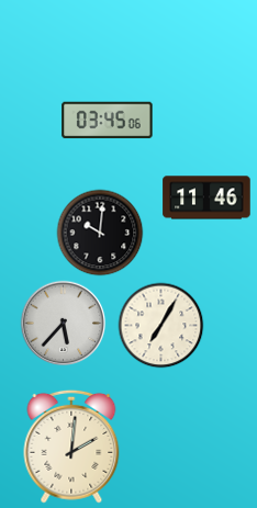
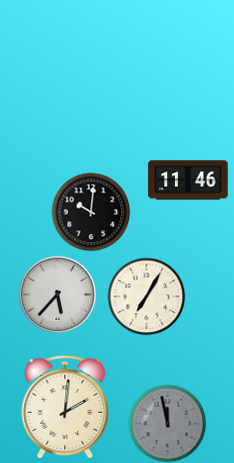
clock at (108, 121): 03:45 -> none
clock at (167, 423): none -> 11:58
